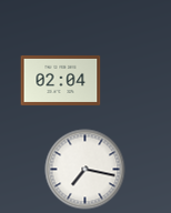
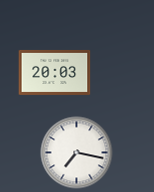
clock at (61, 80): 02:04 -> 20:03
